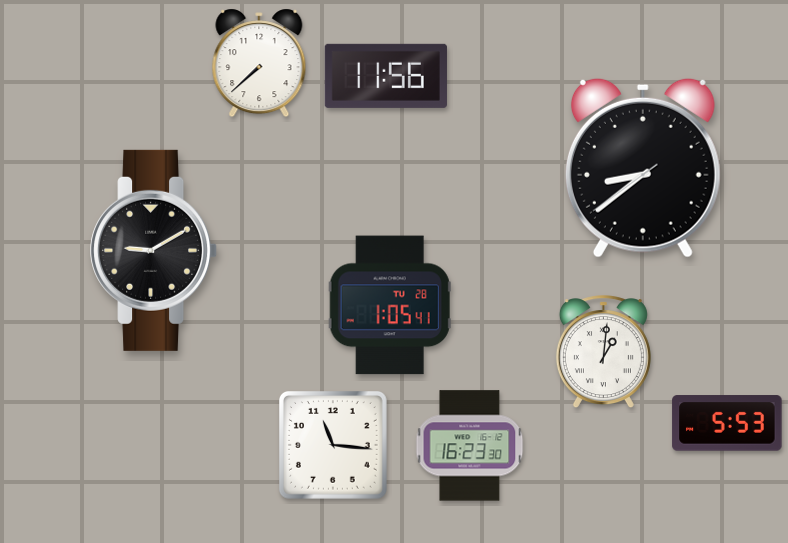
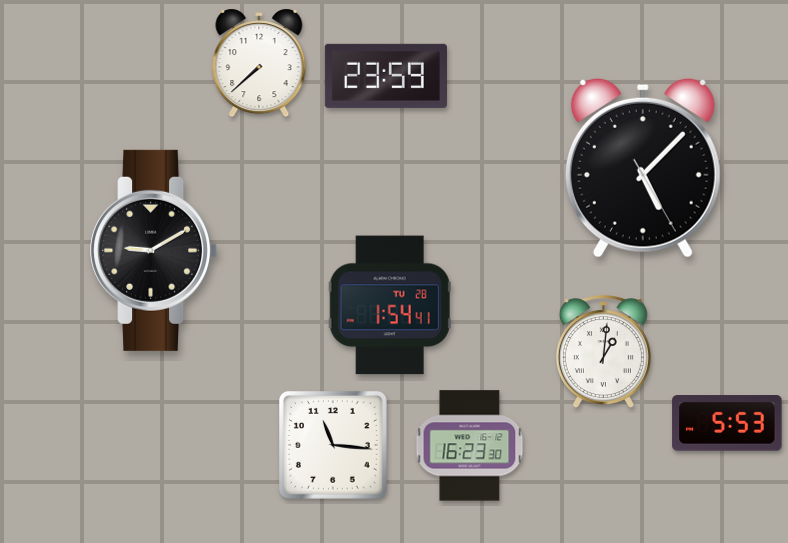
clock at (386, 76): 11:56 -> 23:59
clock at (643, 168): 8:38 -> 5:07
clock at (390, 305): 1:05 -> 1:54
